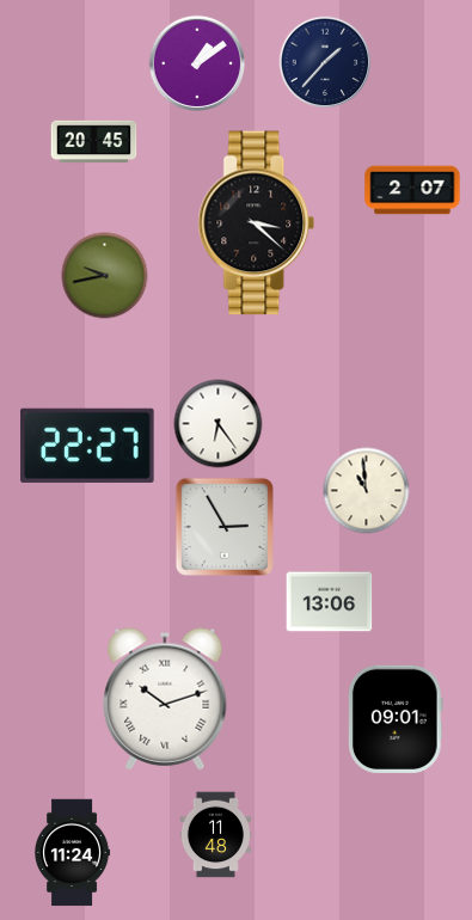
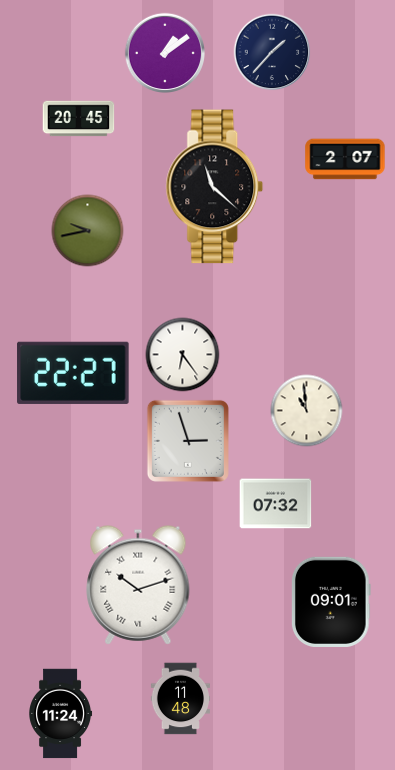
clock at (257, 223): 3:22 -> 11:22
clock at (225, 527): 2:55 -> 2:57
clock at (330, 602): 13:06 -> 07:32
